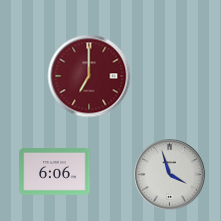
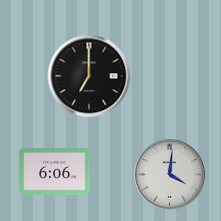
clock at (89, 76) dial: burgundy -> black
clock at (170, 175): 3:57 -> 4:01
